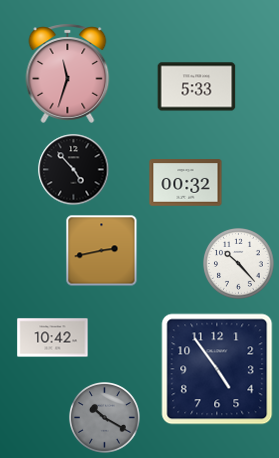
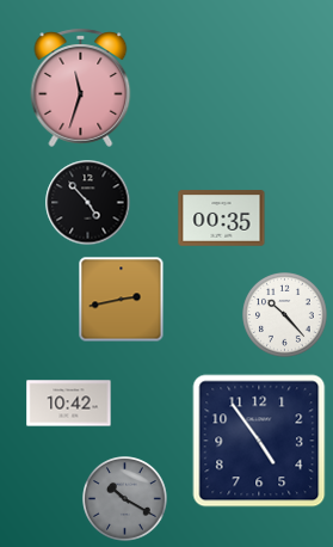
clock at (197, 87): 5:33 -> none
clock at (186, 183): 00:32 -> 00:35
clock at (53, 338) position: (53, 338) -> (69, 404)
